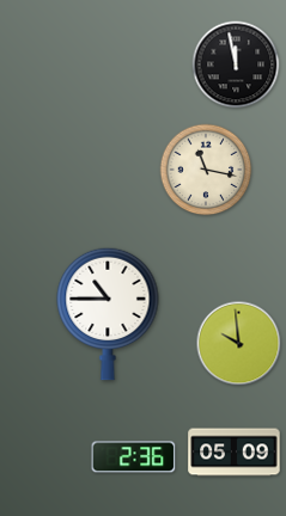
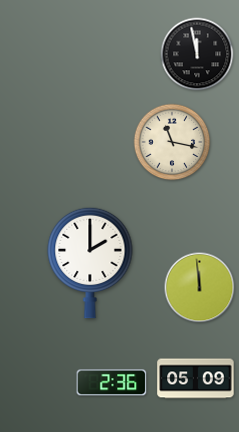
clock at (108, 314): 10:45 -> 2:00
clock at (239, 344): 9:59 -> 11:59
